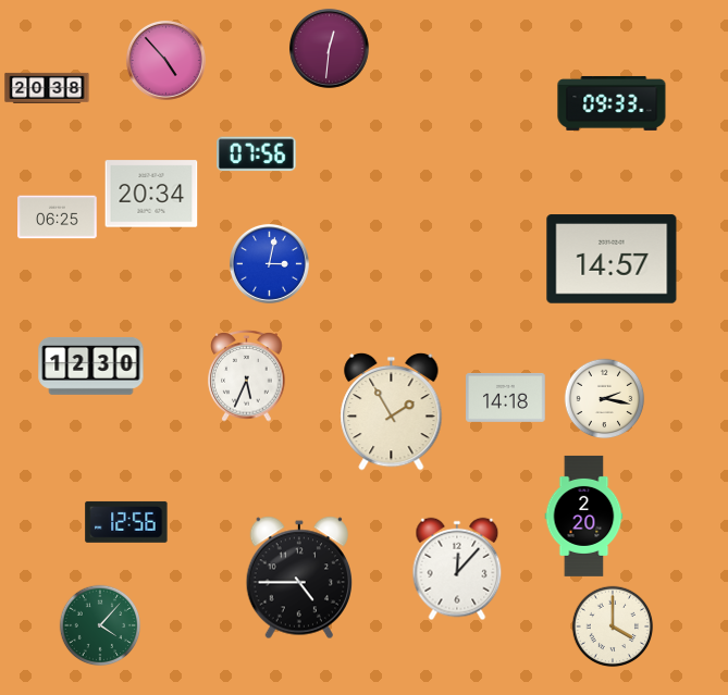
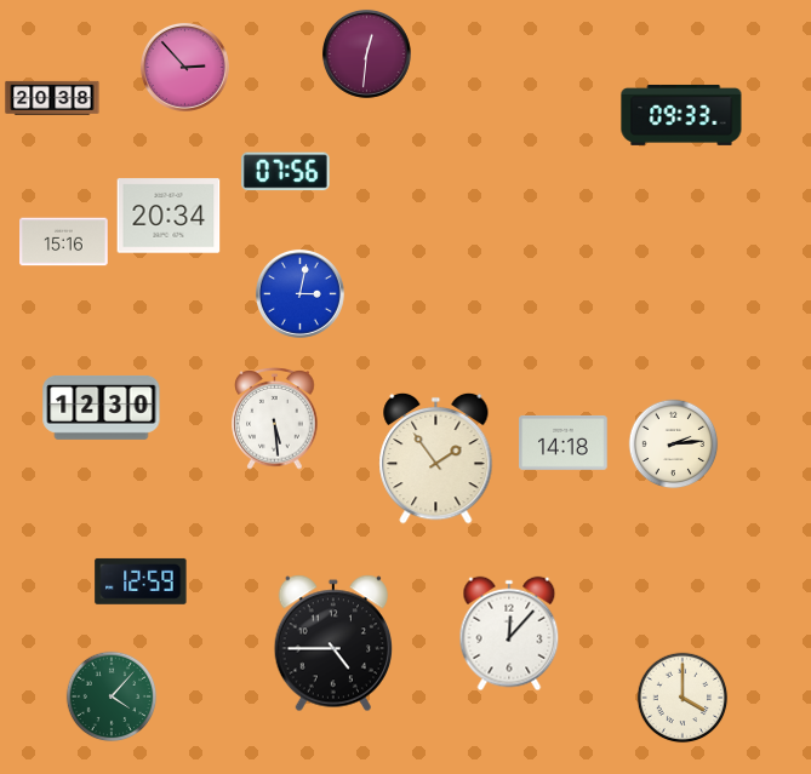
clock at (165, 60): 4:53 -> 2:53
clock at (58, 218): 06:25 -> 15:16
clock at (612, 259): 14:57 -> none
clock at (247, 376): 5:34 -> 5:29
clock at (605, 399): 2:17 -> 2:14
clock at (392, 411): 1:55 -> 1:54
clock at (584, 516): 2:20 -> none
clock at (126, 522): 12:56 -> 12:59
